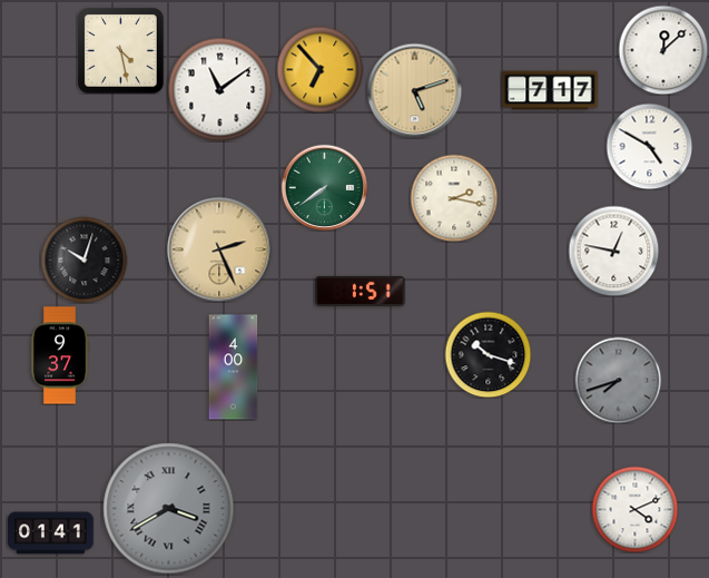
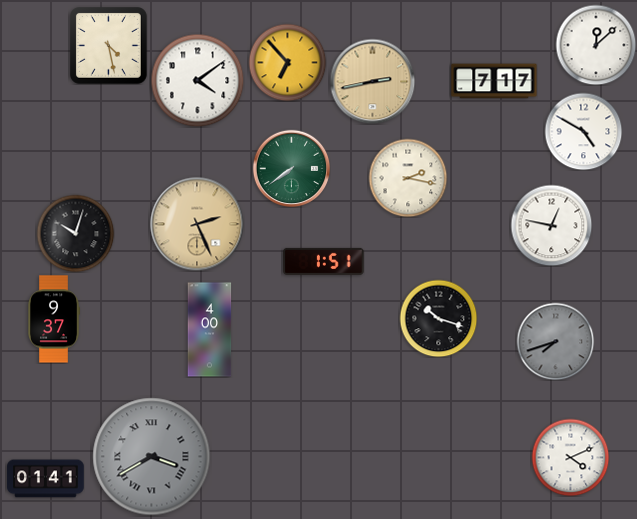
clock at (219, 89): 11:09 -> 4:09
clock at (414, 90): 5:12 -> 2:43
